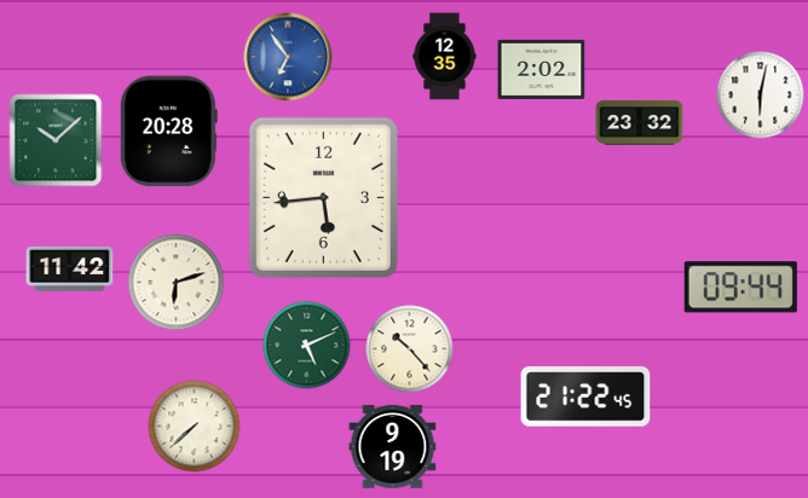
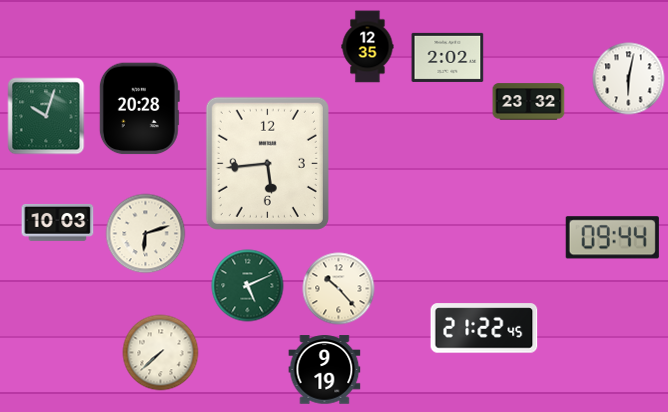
clock at (288, 57): 6:54 -> none
clock at (56, 140): 10:08 -> 10:03
clock at (70, 268): 11:42 -> 10:03
clock at (307, 346) position: (307, 346) -> (248, 286)
